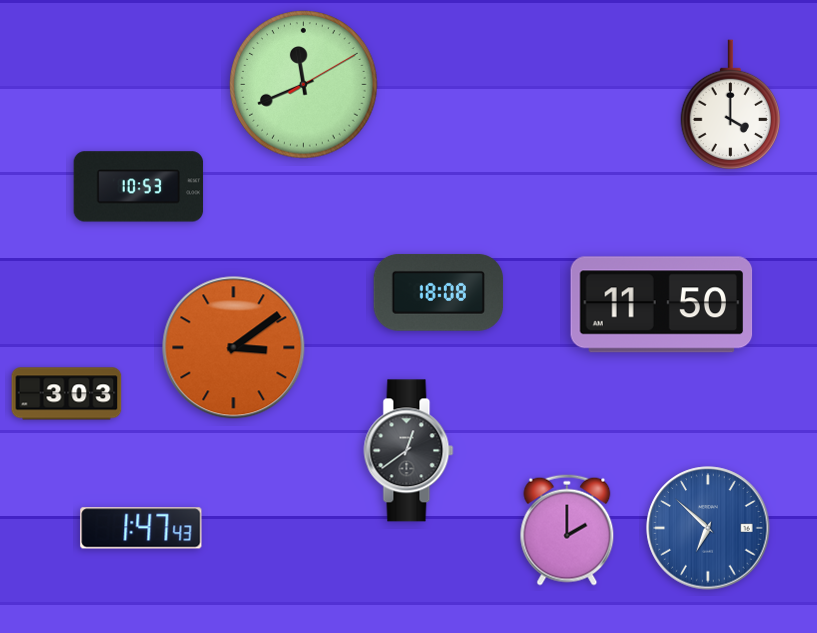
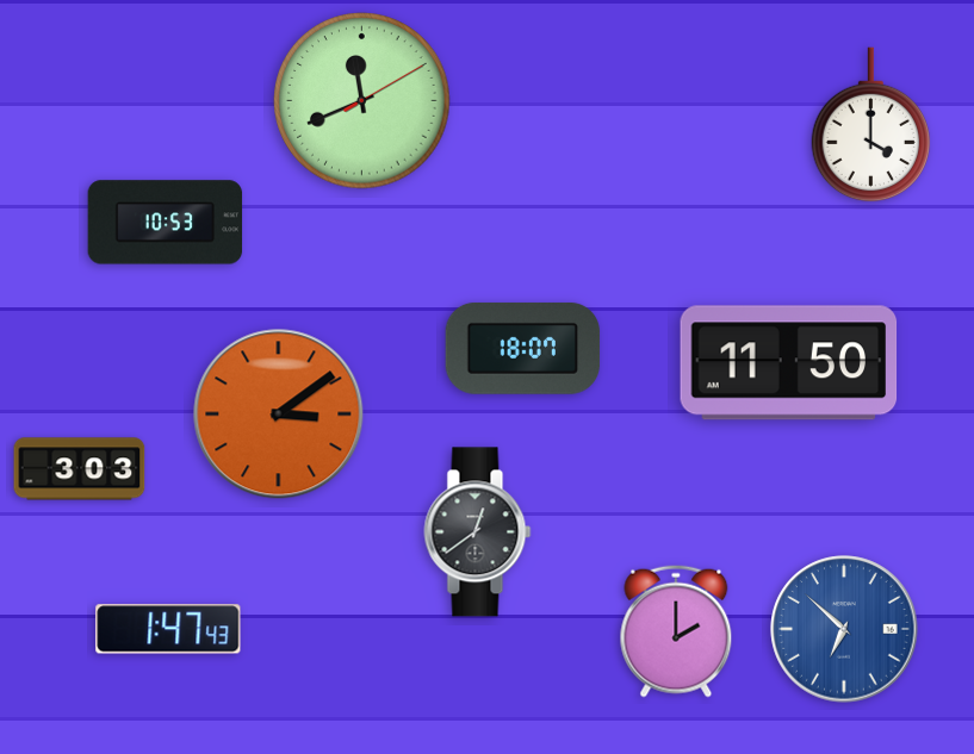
clock at (439, 292): 18:08 -> 18:07
clock at (409, 451) position: (409, 451) -> (478, 532)
